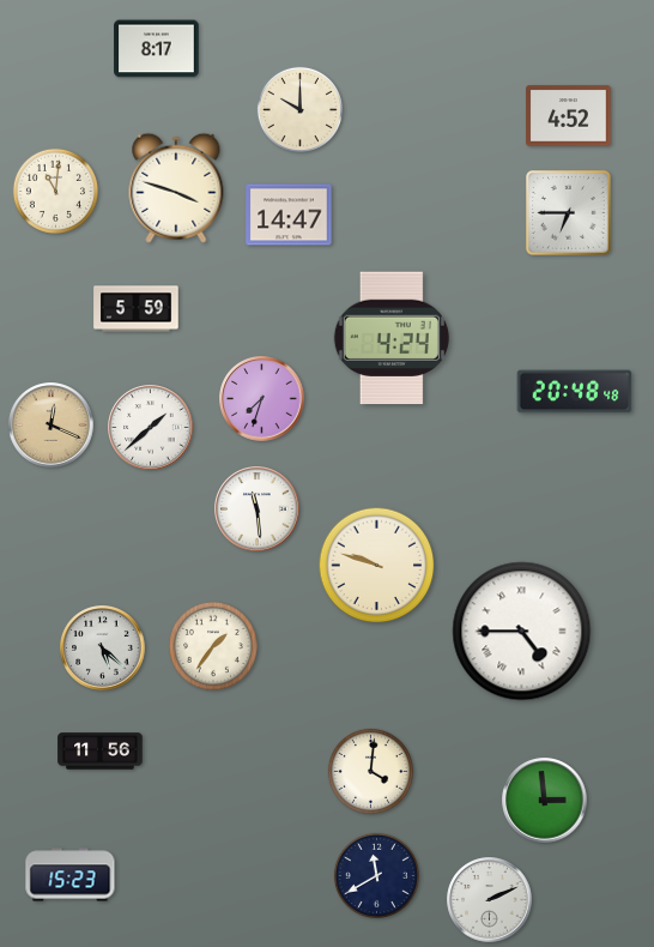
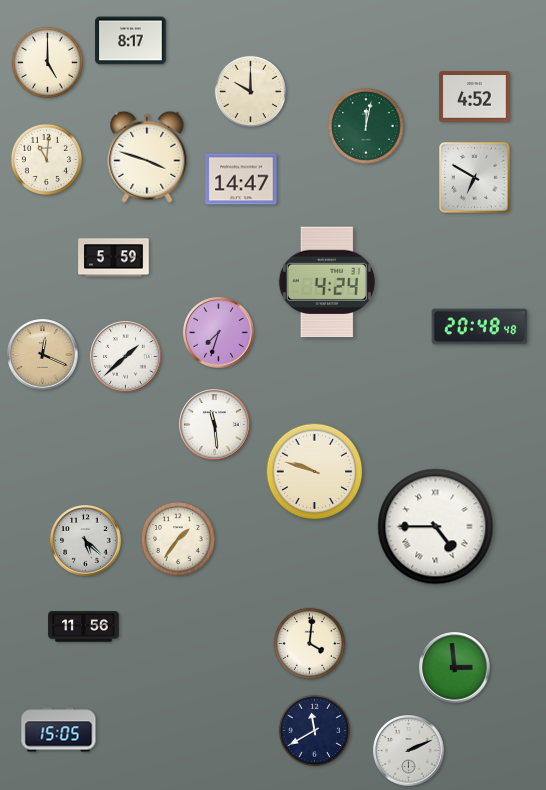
clock at (47, 62): none -> 5:00
clock at (366, 126): none -> 12:02
clock at (569, 213): 6:45 -> 6:50
clock at (71, 875): 15:23 -> 15:05
